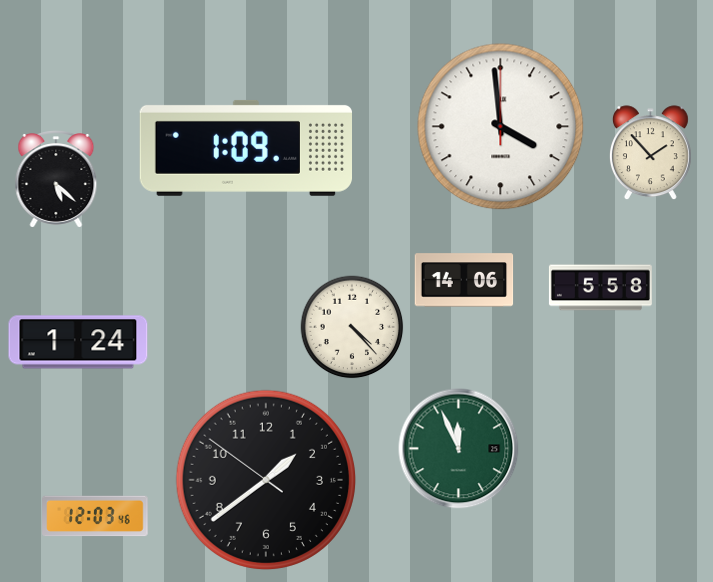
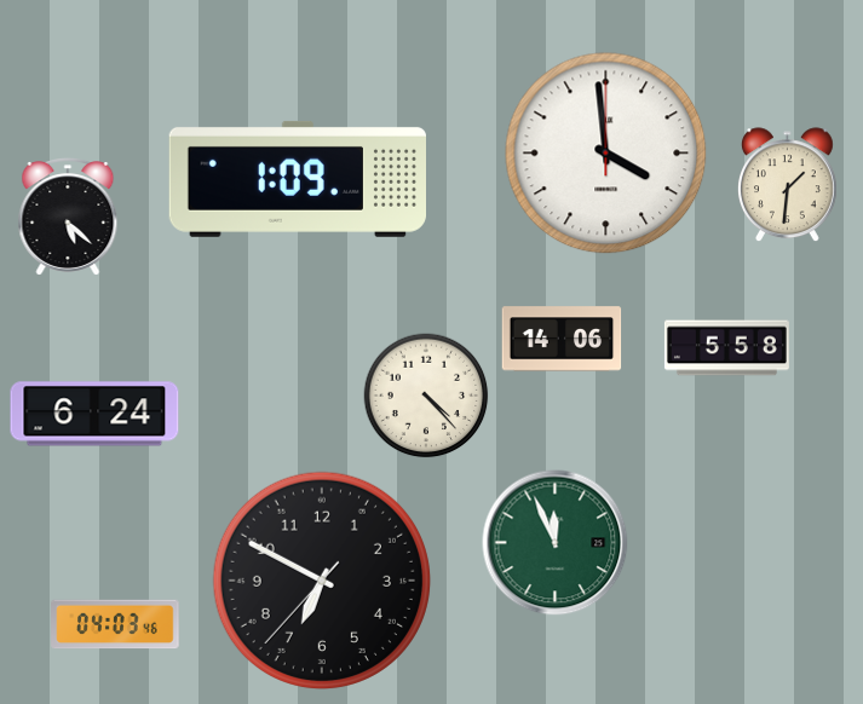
clock at (650, 153): 1:53 -> 1:31
clock at (78, 342): 1:24 -> 6:24
clock at (265, 479): 1:38 -> 6:49
clock at (95, 516): 12:03 -> 04:03
